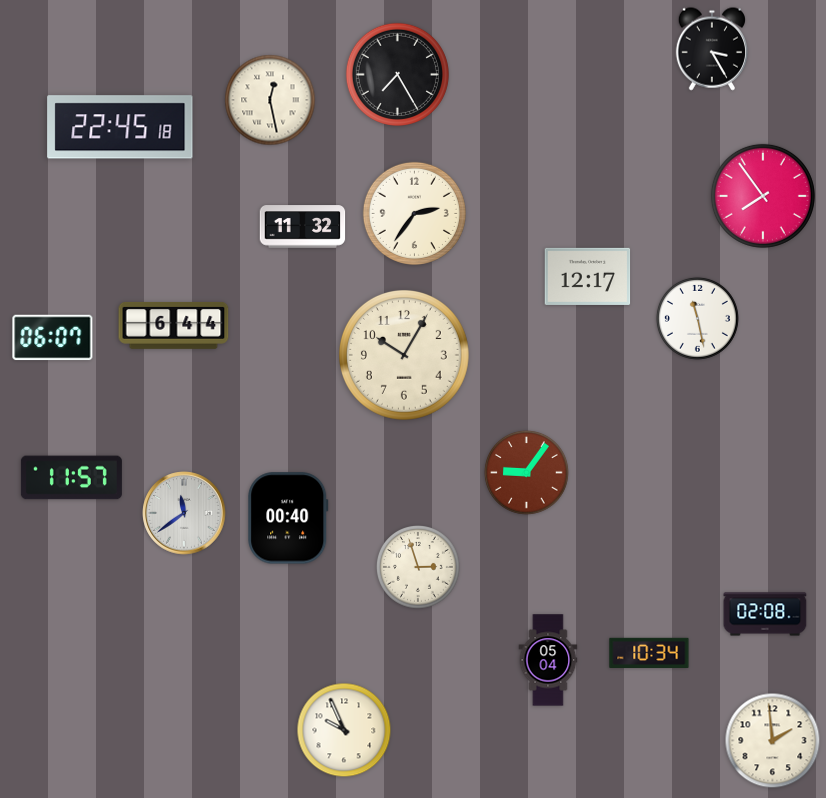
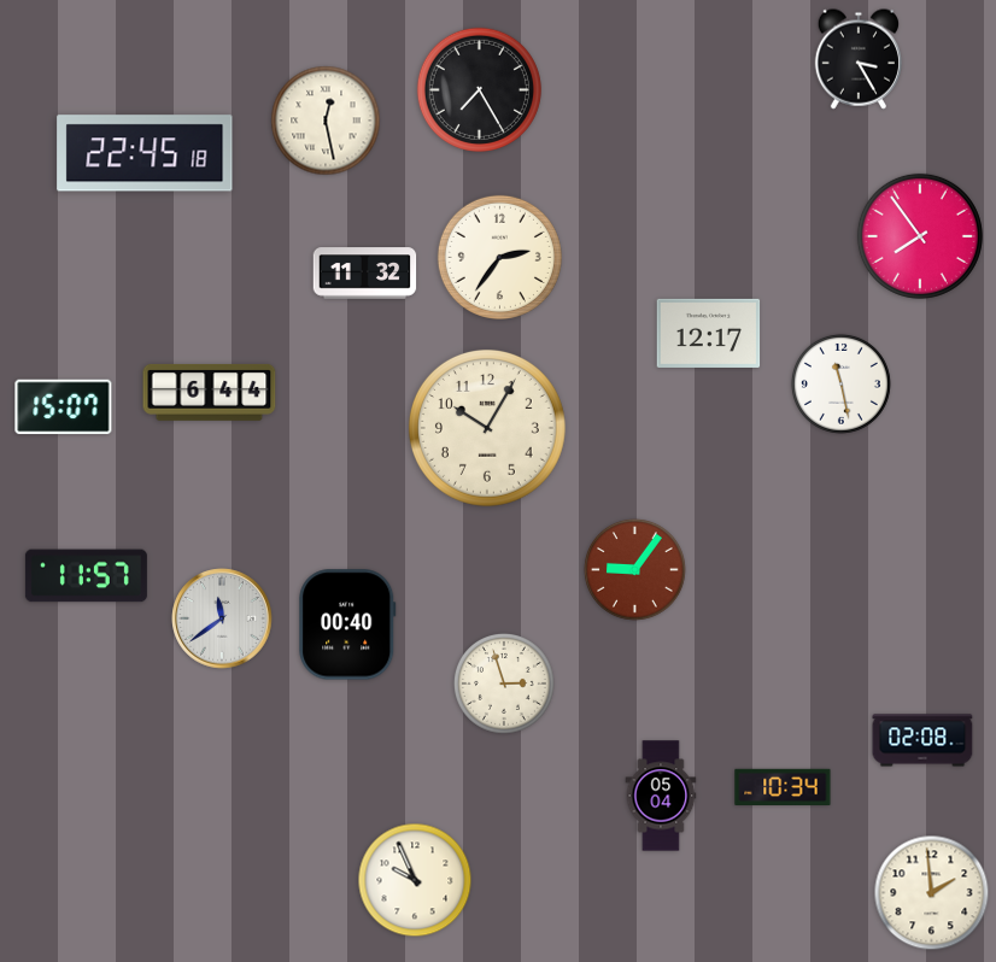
clock at (53, 338): 06:07 -> 15:07
